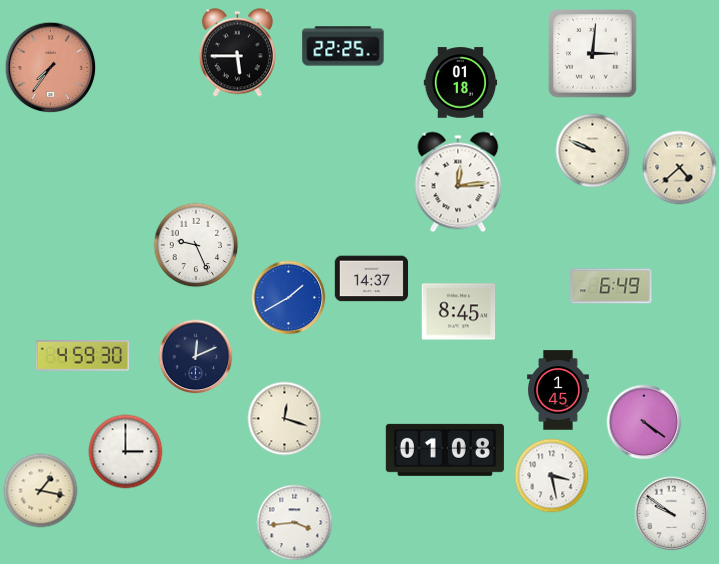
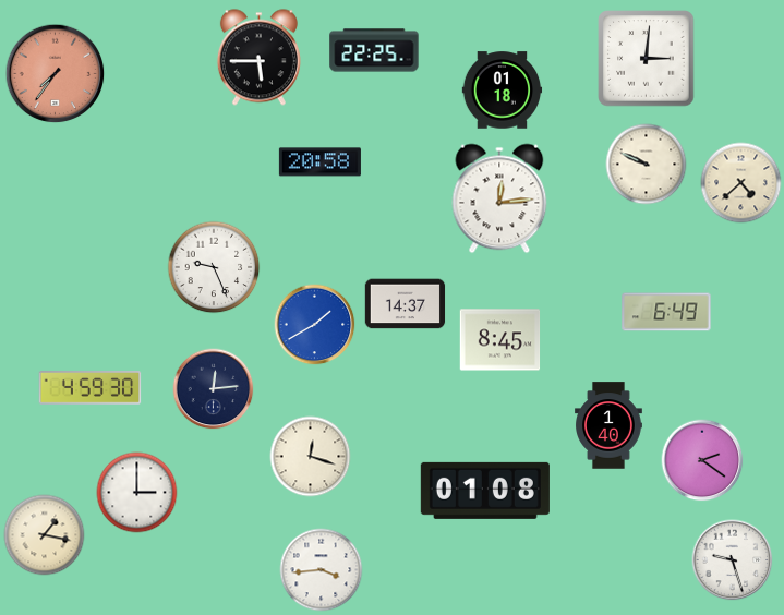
clock at (319, 162): none -> 20:58
clock at (196, 357): 12:11 -> 12:14
clock at (559, 390): 1:45 -> 1:40
clock at (644, 422): 4:21 -> 2:21
clock at (552, 476): 3:28 -> none
clock at (672, 514): 9:51 -> 9:27
